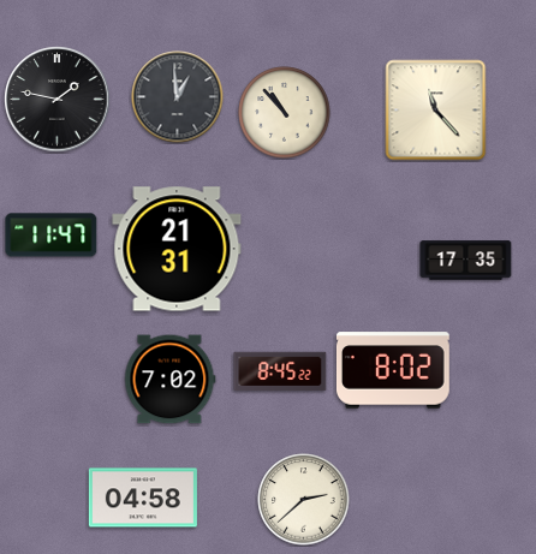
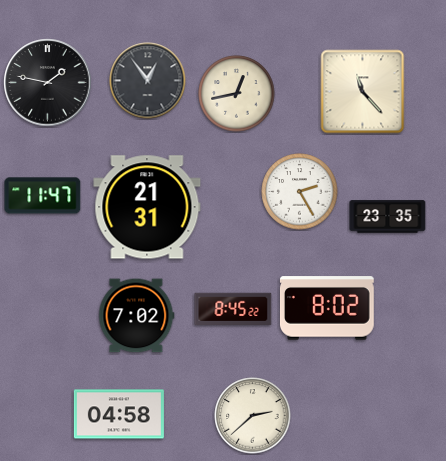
clock at (178, 97): 12:59 -> 12:54
clock at (285, 113): 10:53 -> 12:43
clock at (300, 192): none -> 2:25
clock at (466, 261): 17:35 -> 23:35
clock at (171, 380) position: (171, 380) -> (137, 316)
